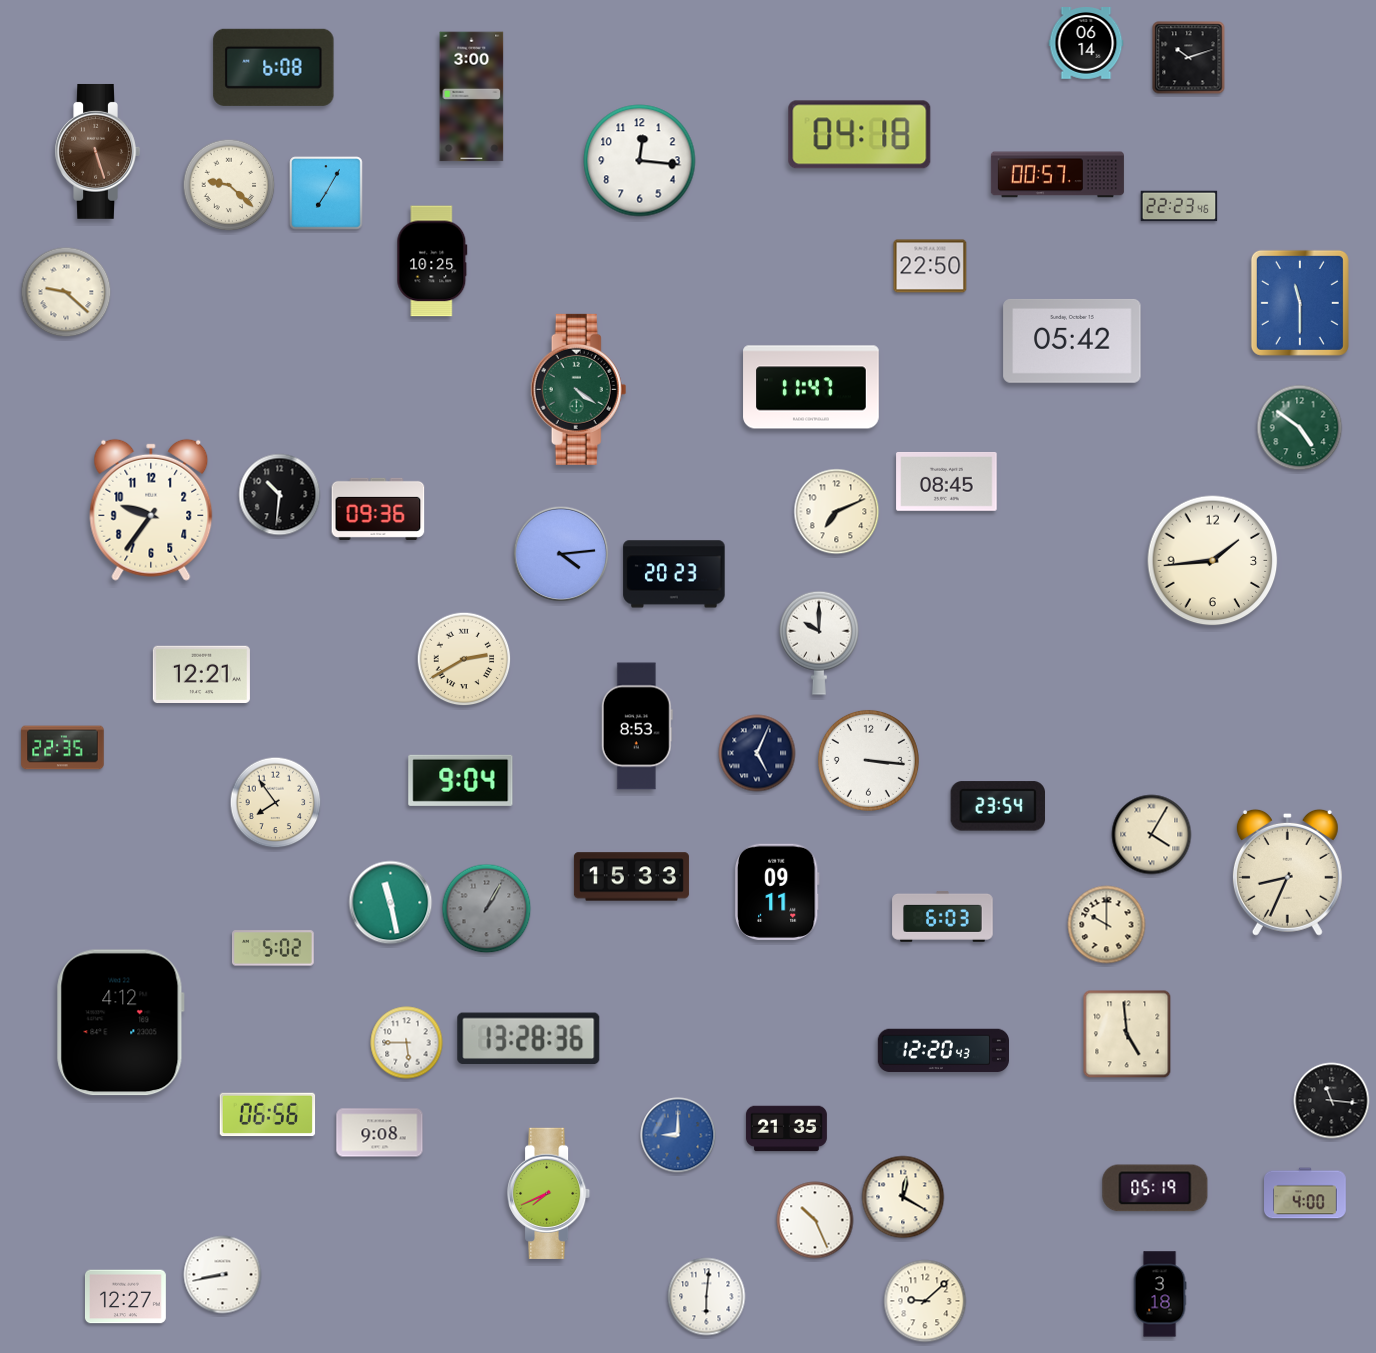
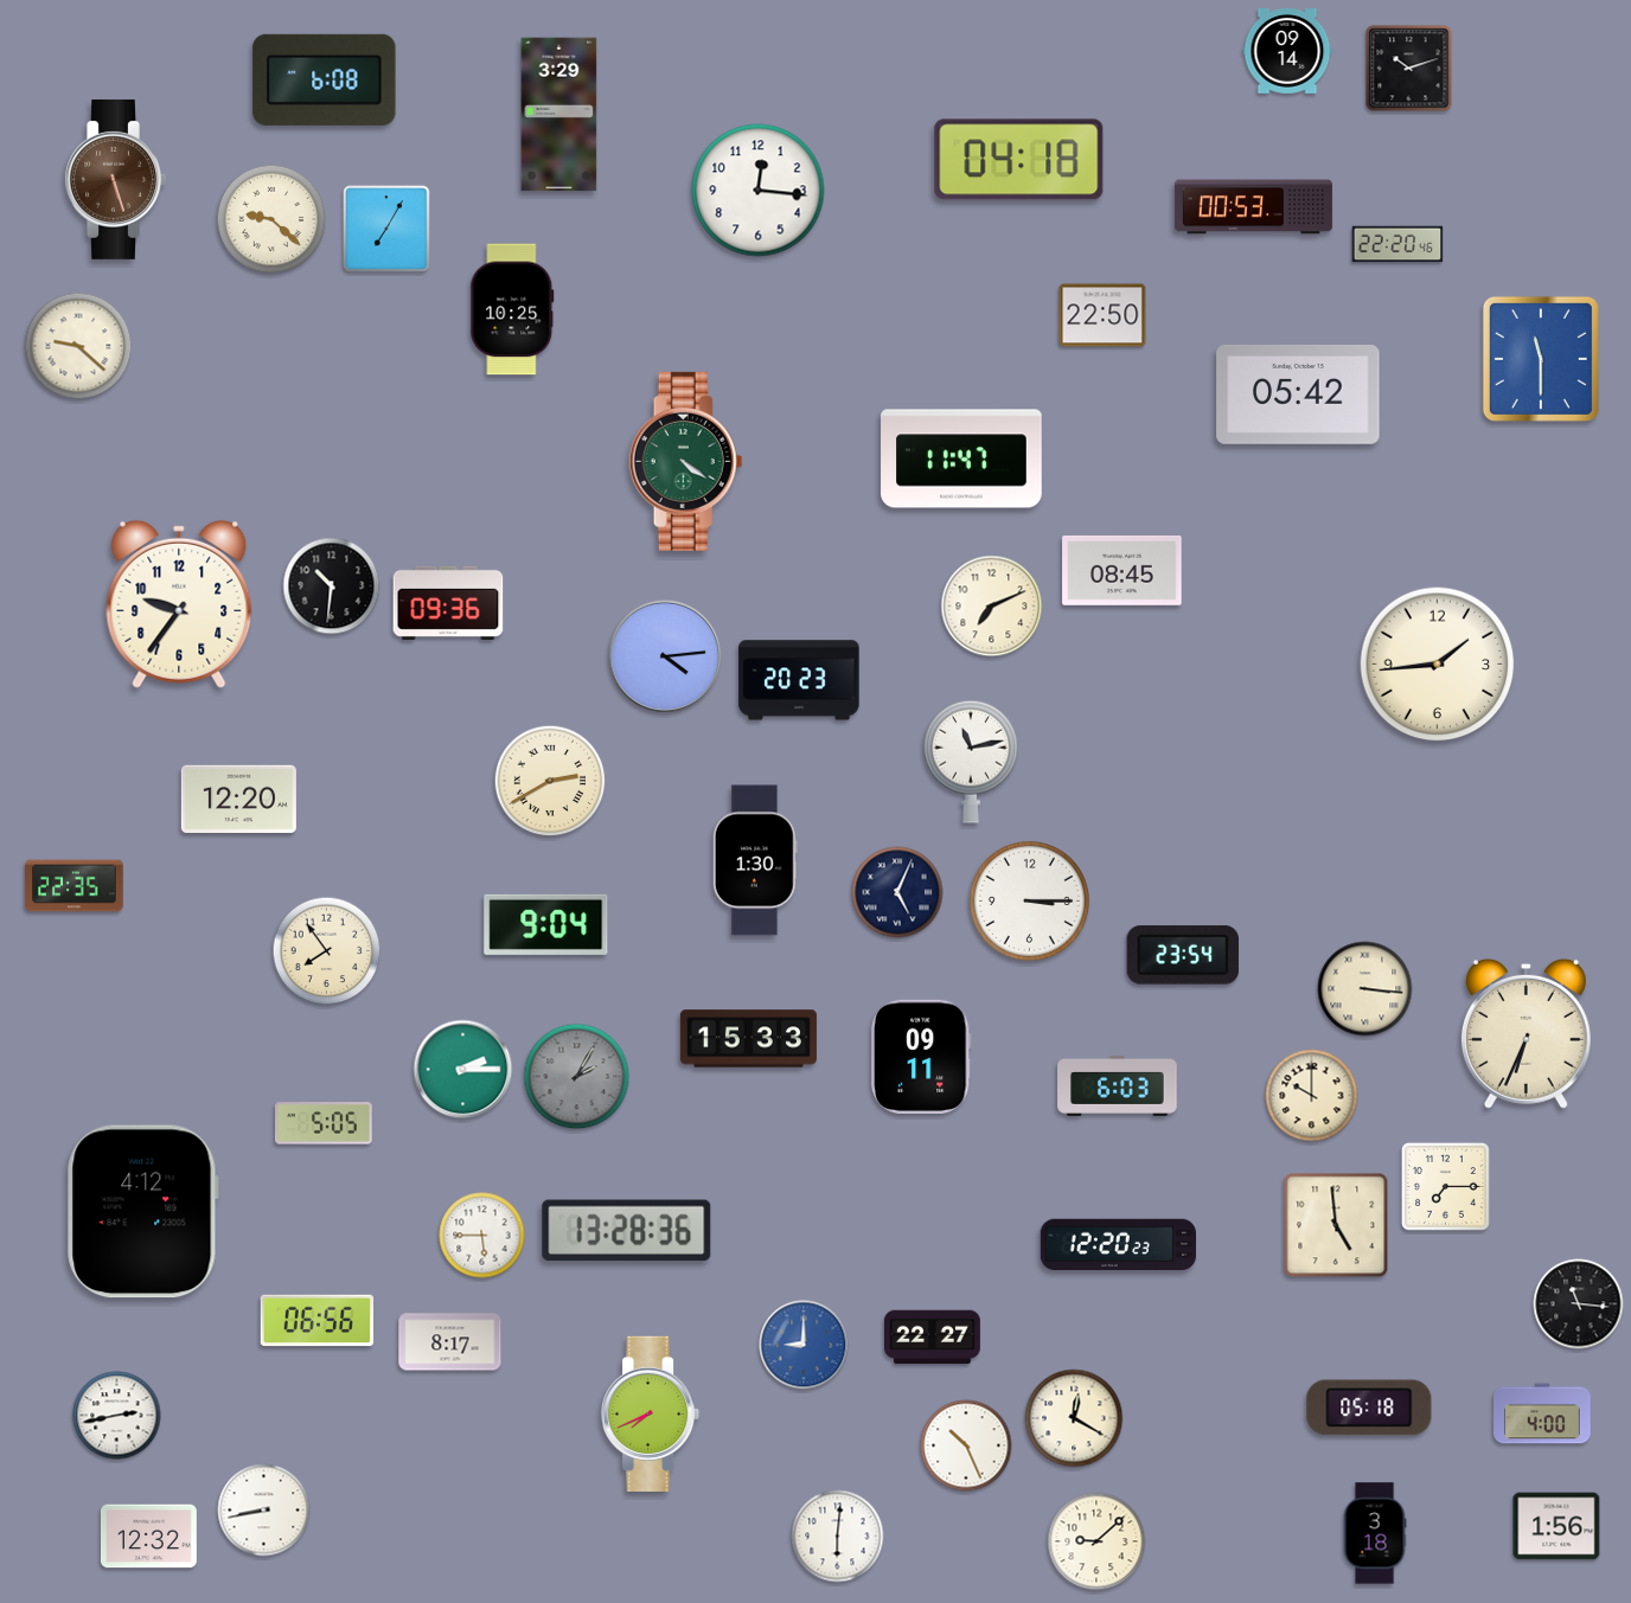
clock at (1086, 43): 06:14 -> 09:14
clock at (472, 97): 3:00 -> 3:29
clock at (1057, 175): 00:57 -> 00:53
clock at (1179, 206): 22:23 -> 22:20
clock at (1072, 341) position: (1072, 341) -> (1298, 395)
clock at (1300, 428): 4:51 -> none
clock at (819, 643): 10:00 -> 11:13
clock at (201, 674): 12:21 -> 12:20
clock at (637, 726): 8:53 -> 1:30
clock at (868, 760): 3:16 -> 3:15
clock at (1152, 835): 4:05 -> 3:16
clock at (1287, 872): 8:34 -> 6:34
clock at (391, 903): 11:28 -> 2:15
clock at (487, 909): 1:05 -> 2:05
clock at (273, 948): 5:02 -> 5:05
clock at (1446, 1187): none -> 7:15
clock at (943, 1051): 12:20:43 -> 12:20:23
clock at (786, 1129): 21:35 -> 22:27
clock at (380, 1133): 9:08 -> 8:17
clock at (1155, 1188): 05:19 -> 05:18
clock at (1306, 1193) position: (1306, 1193) -> (1543, 1413)
clock at (117, 1416): none -> 2:43
clock at (903, 1197) position: (903, 1197) -> (1074, 1418)
clock at (1556, 1526): none -> 1:56
clock at (125, 1297): 12:27 -> 12:32
